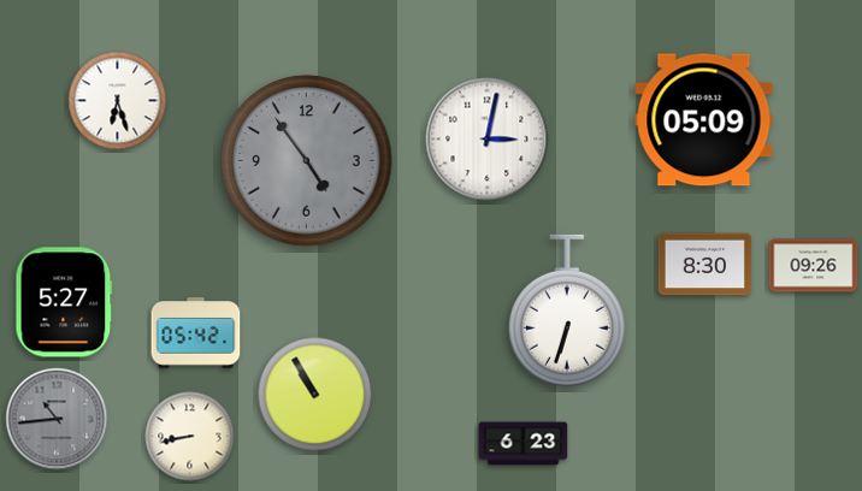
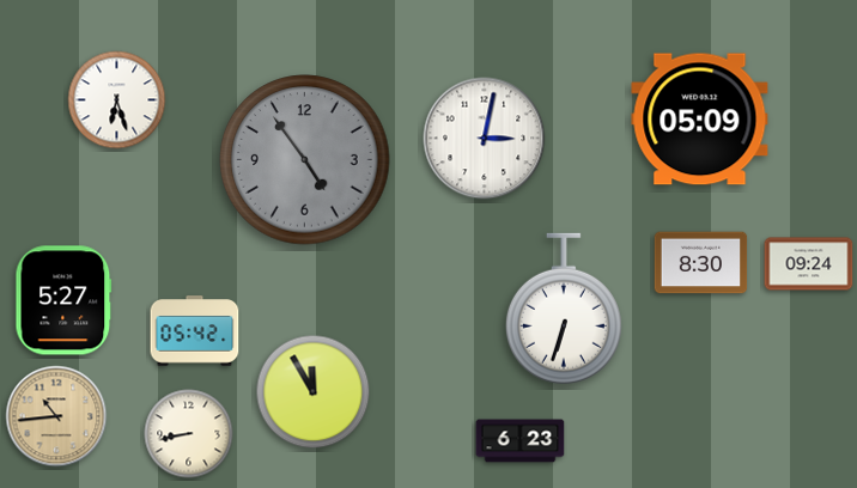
clock at (814, 266): 09:26 -> 09:24
clock at (315, 395): 10:55 -> 11:55
clock at (57, 419) dial: grey -> champagne
